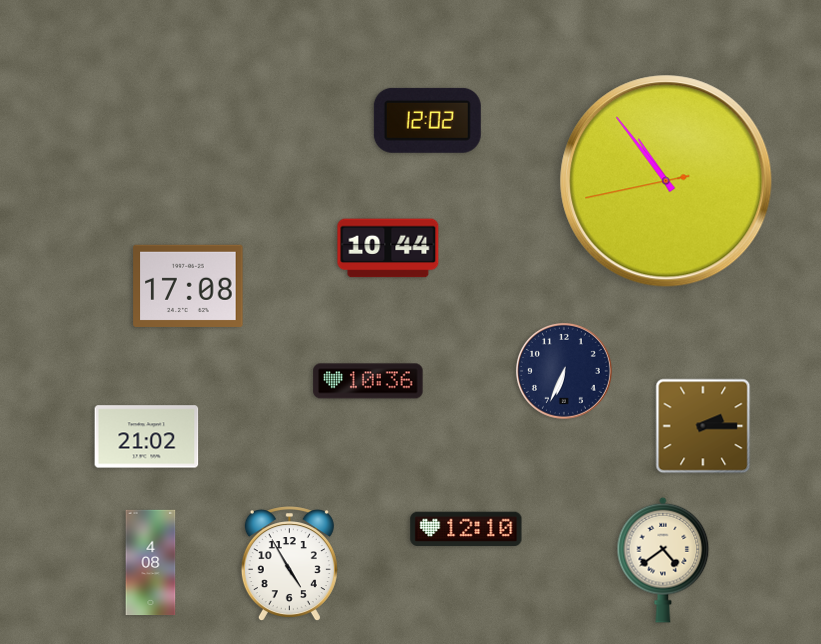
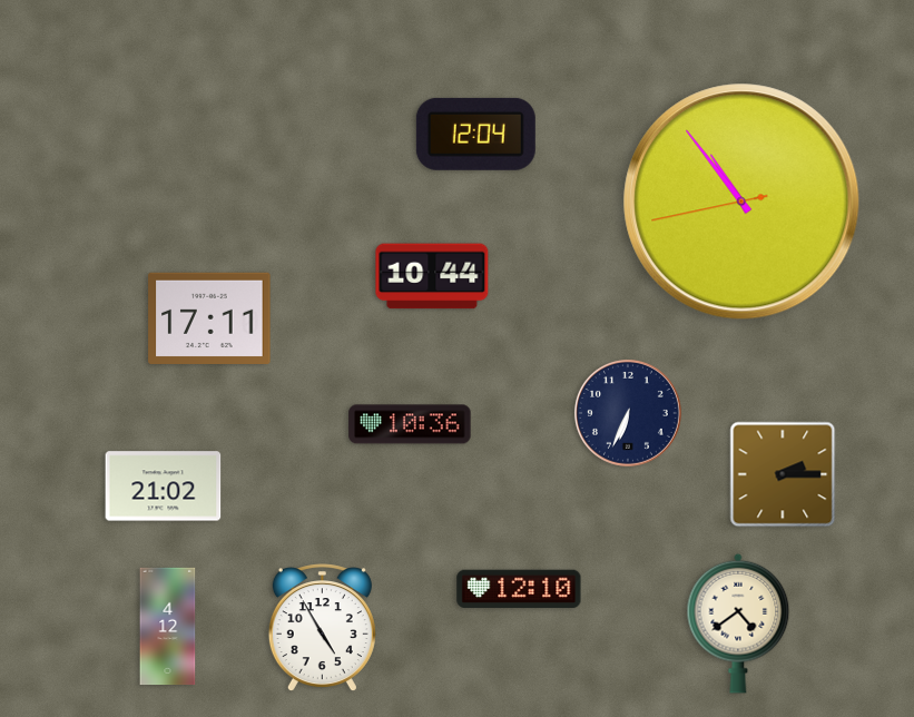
clock at (427, 120): 12:02 -> 12:04
clock at (188, 286): 17:08 -> 17:11
clock at (151, 563): 4:08 -> 4:12
